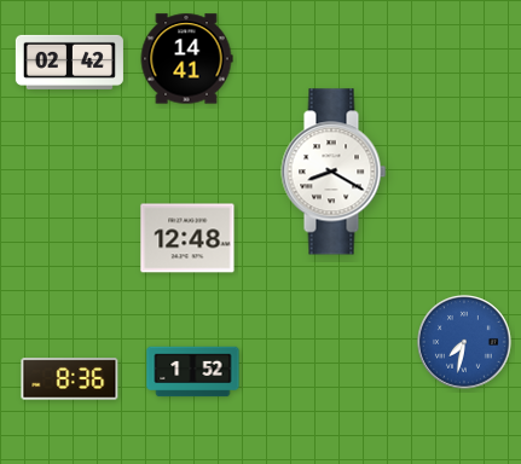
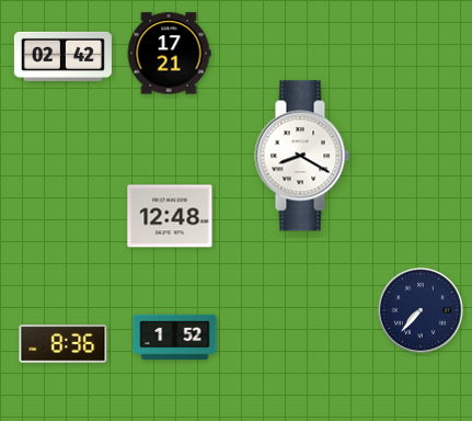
clock at (186, 59): 14:41 -> 17:21
clock at (465, 343): 7:32 -> 7:37
clock at (465, 343) dial: blue -> navy
